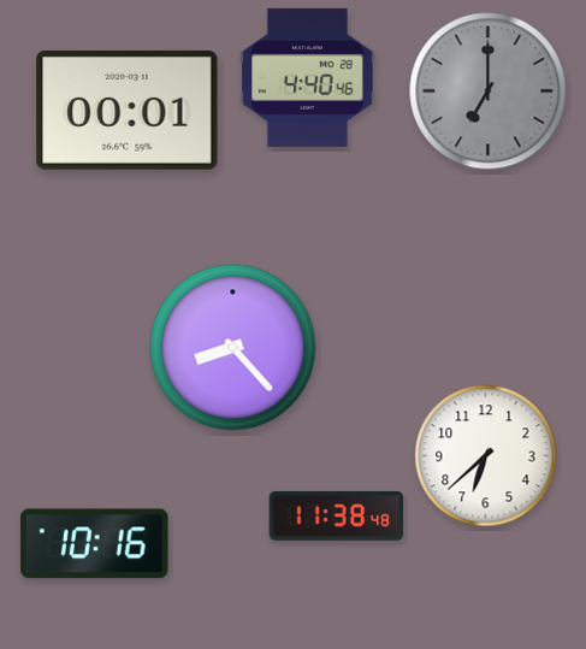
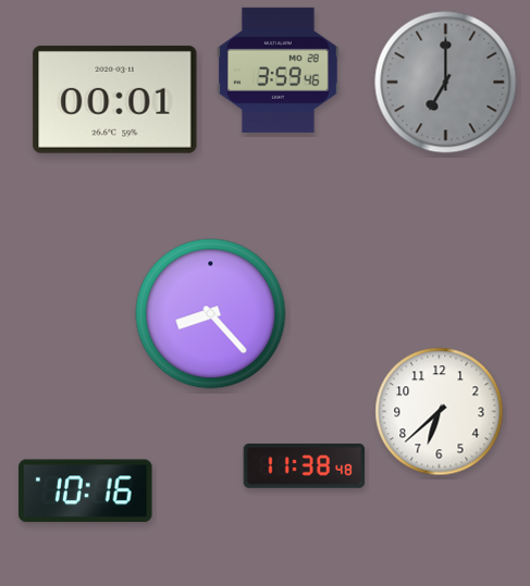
clock at (308, 77): 4:40 -> 3:59
clock at (489, 92) position: (489, 92) -> (446, 83)
